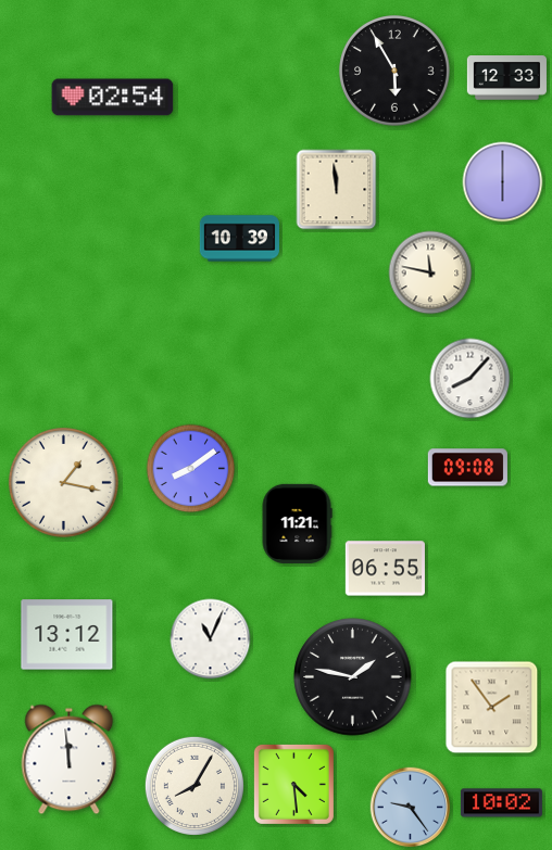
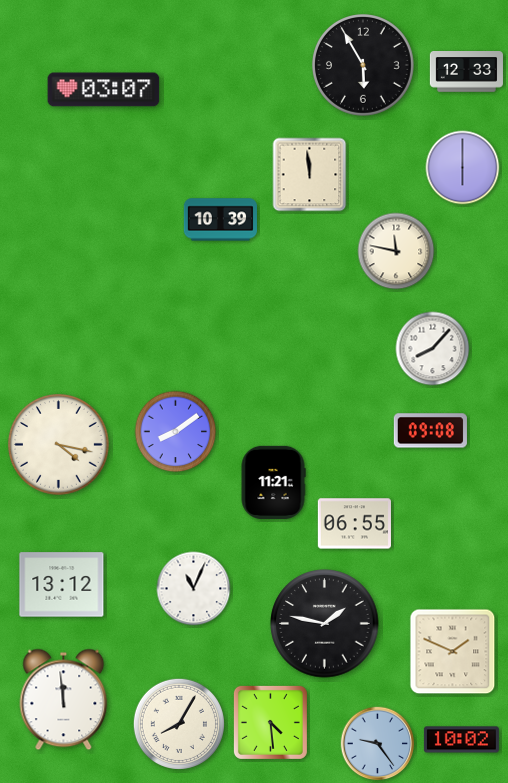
clock at (113, 98): 02:54 -> 03:07
clock at (64, 483): 1:17 -> 4:17
clock at (492, 708): 1:54 -> 1:49
